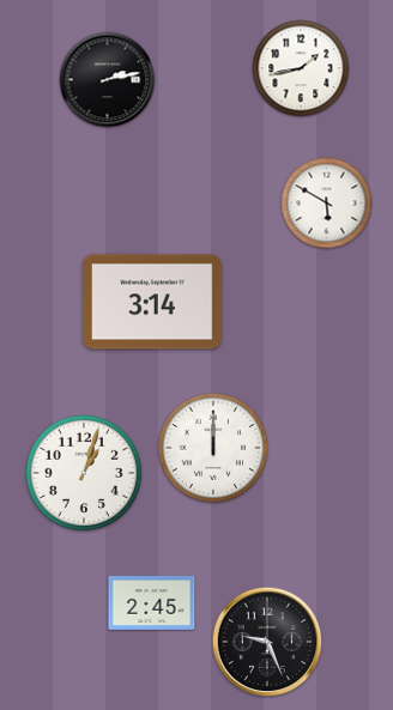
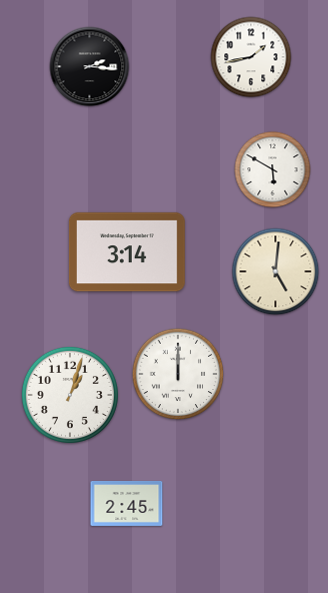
clock at (108, 80): 2:13 -> 2:16
clock at (276, 272): none -> 5:01
clock at (267, 642): 9:26 -> none
